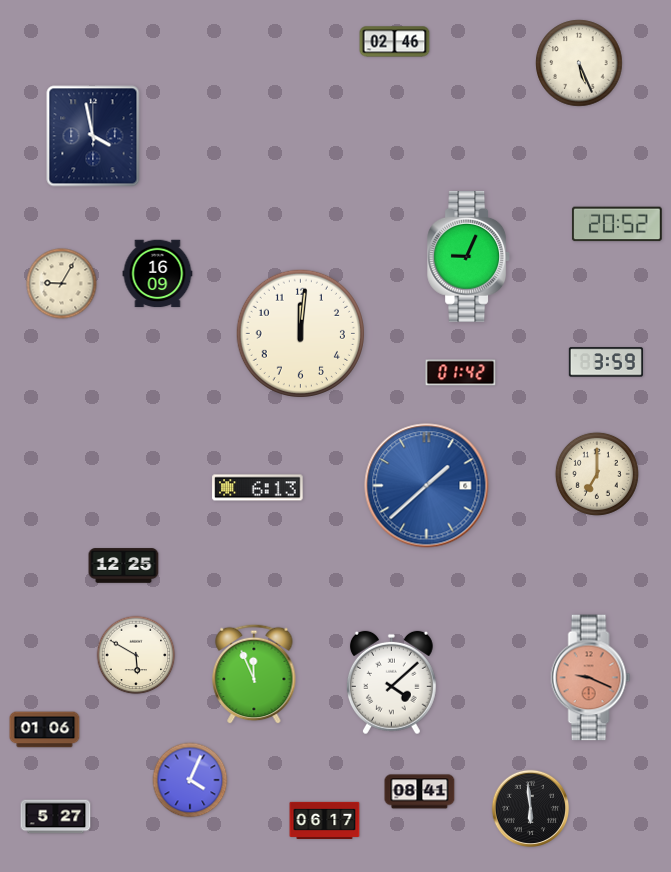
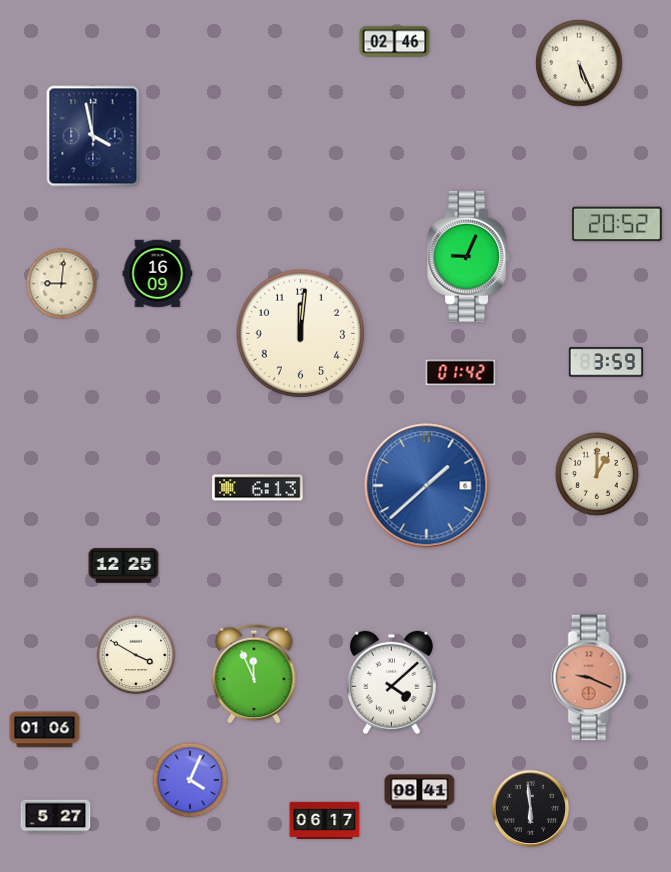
clock at (62, 284): 9:05 -> 9:01
clock at (597, 474): 7:00 -> 1:00
clock at (136, 655): 5:50 -> 3:50
